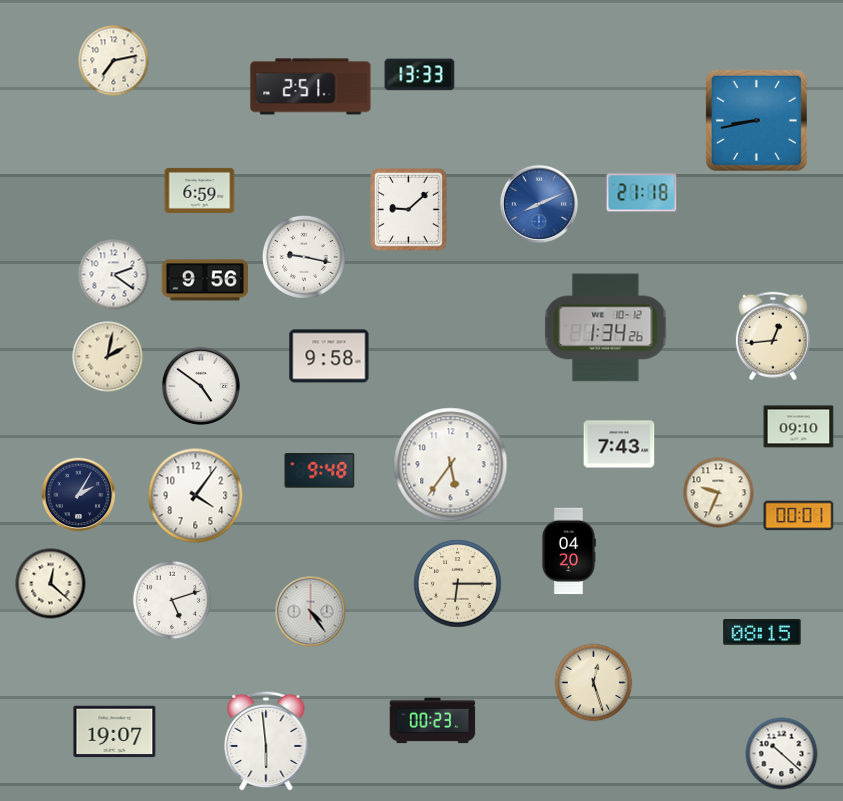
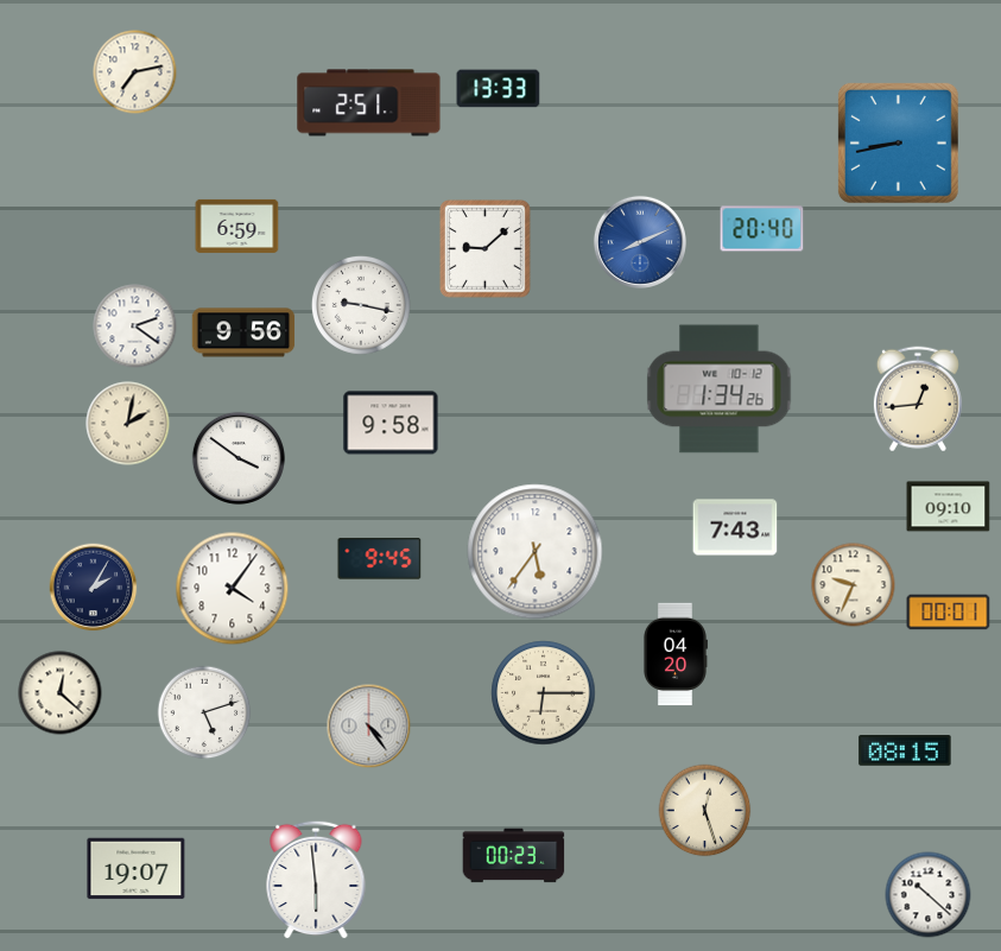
clock at (642, 193): 21:18 -> 20:40
clock at (201, 386): 4:51 -> 3:51
clock at (320, 471): 9:48 -> 9:45
